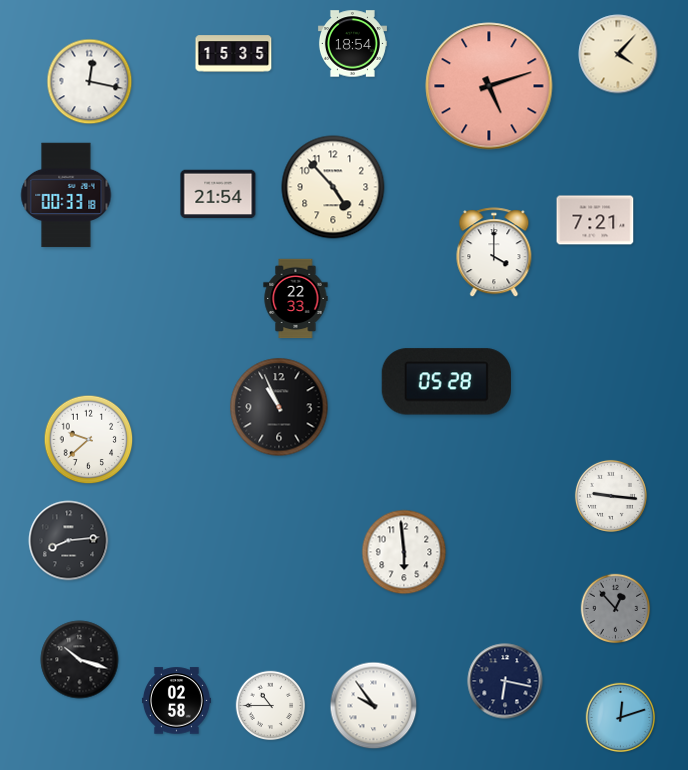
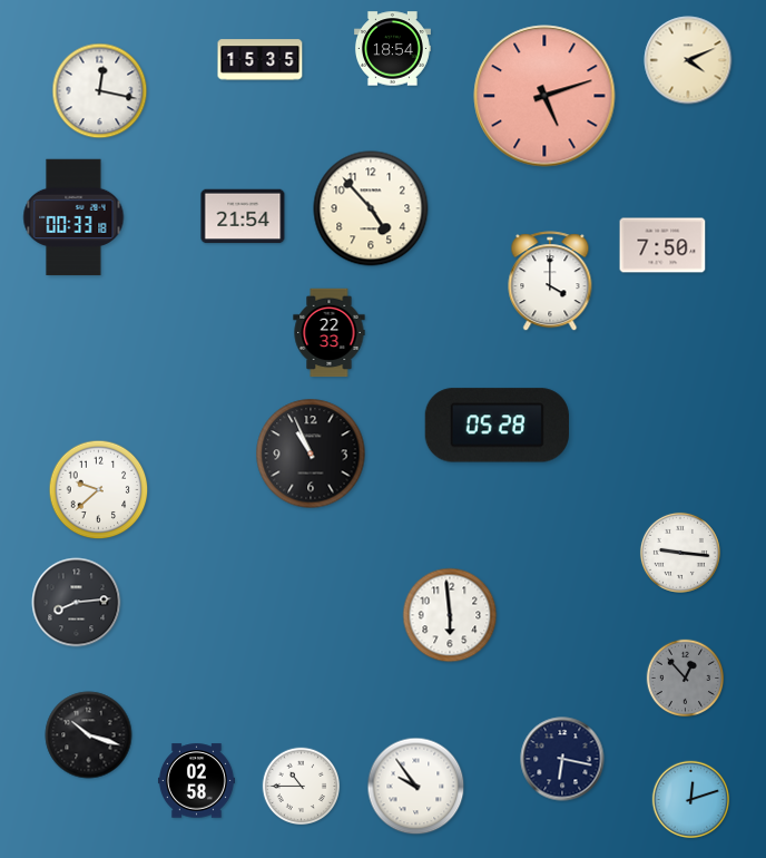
clock at (618, 54): 4:07 -> 4:11
clock at (595, 220): 7:21 -> 7:50
